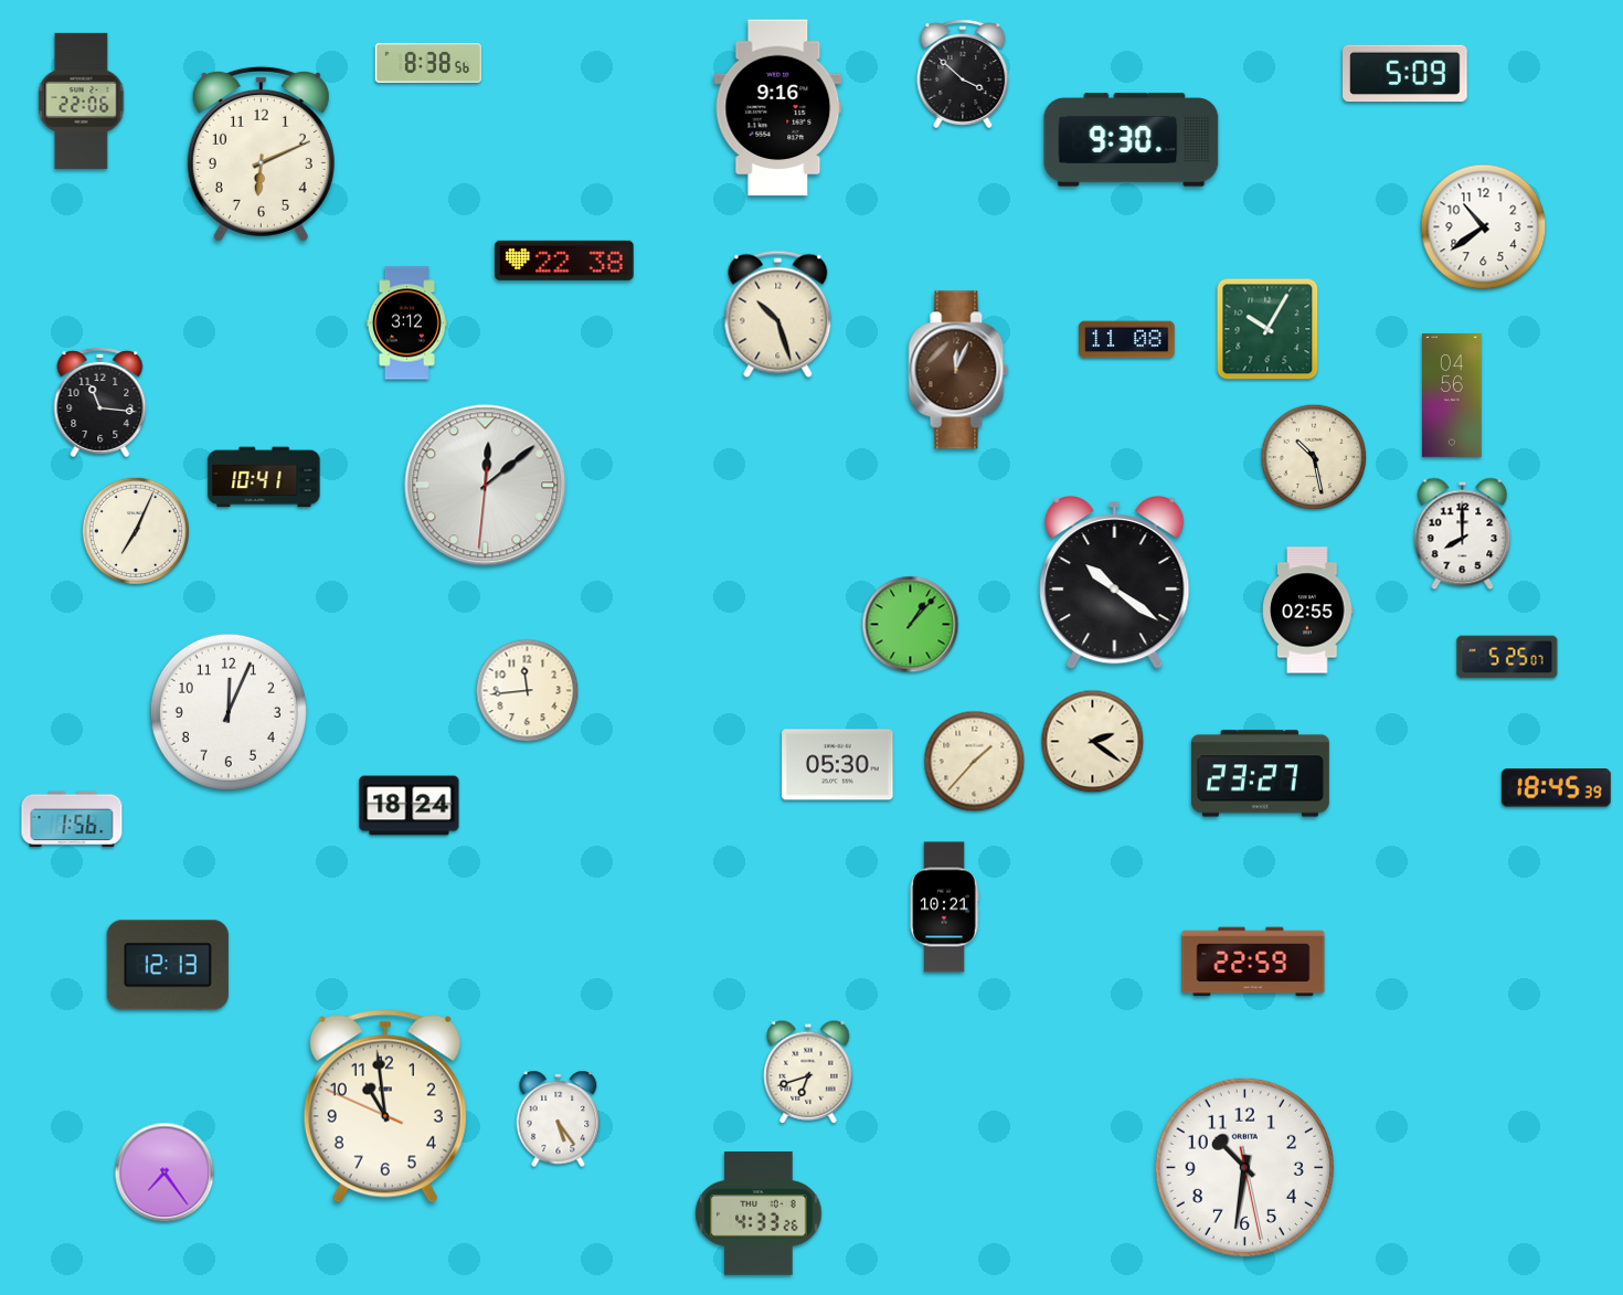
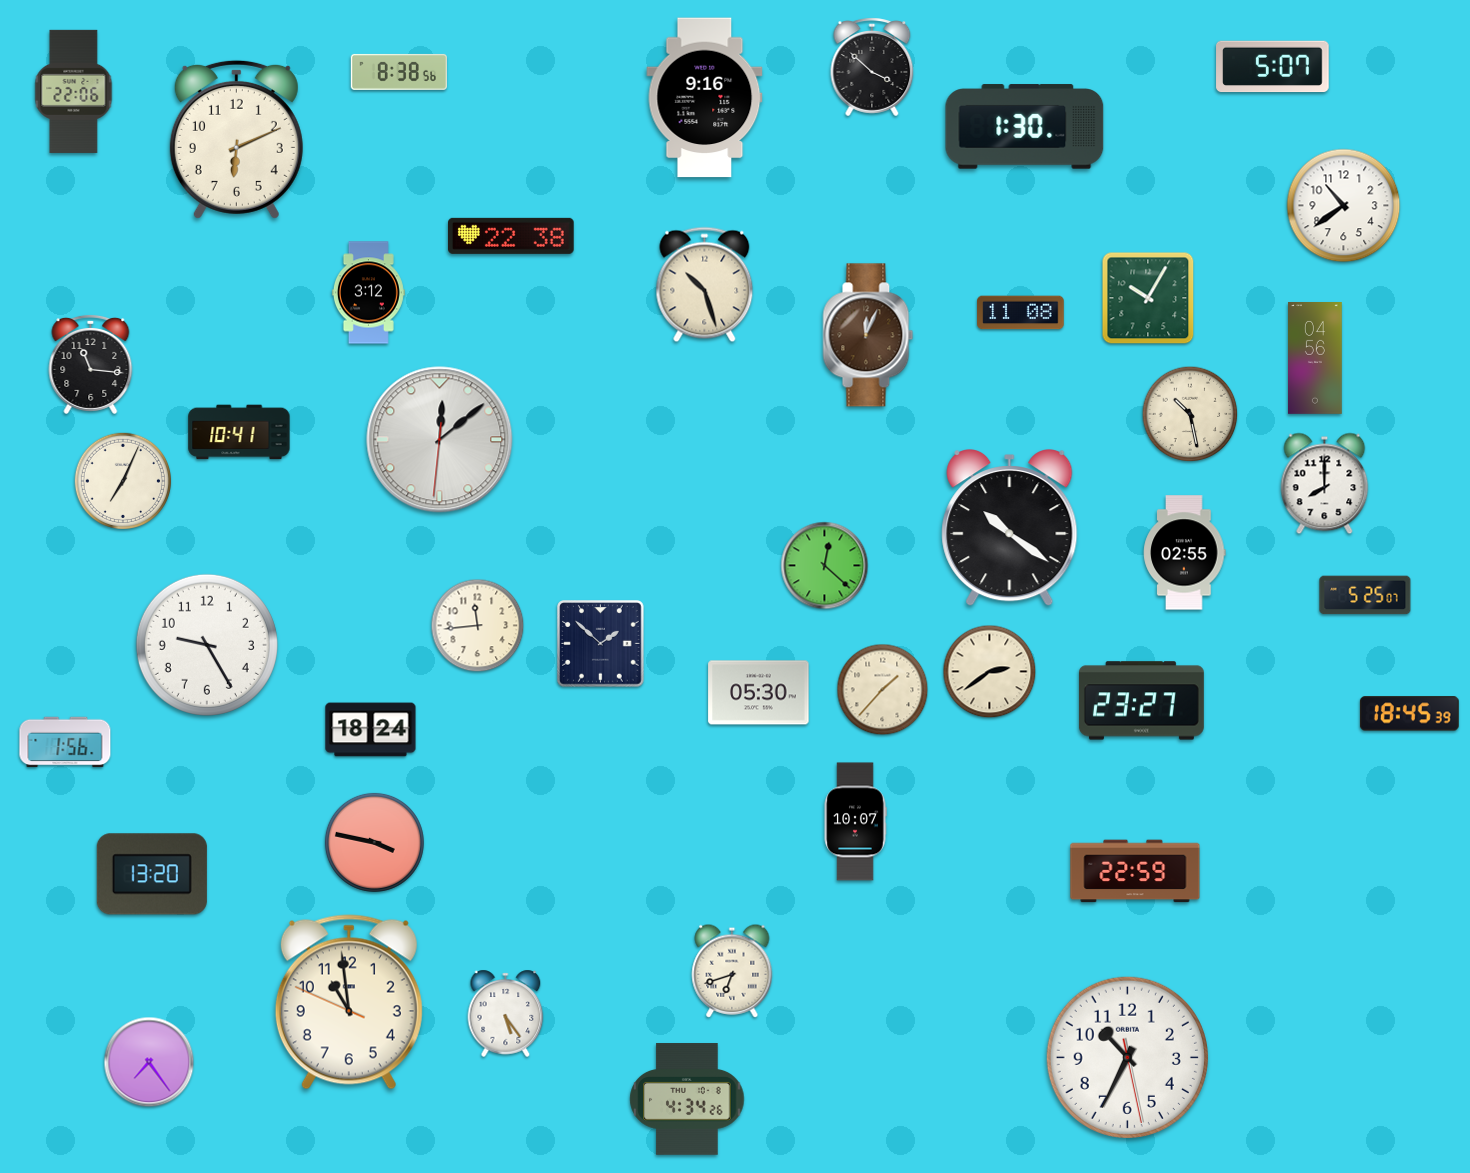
clock at (427, 63) position: (427, 63) -> (398, 72)
clock at (1405, 74): 5:09 -> 5:07
clock at (1132, 140): 9:30 -> 1:30
clock at (1127, 340) position: (1127, 340) -> (1021, 313)
clock at (911, 625): 1:07 -> 12:22
clock at (601, 644): none -> 1:52
clock at (229, 712): 12:04 -> 9:25
clock at (1093, 742): 2:21 -> 2:39
clock at (944, 907): 10:21 -> 10:07
clock at (374, 842): none -> 3:47
clock at (168, 965): 12:13 -> 13:20
clock at (1244, 1167): 10:31 -> 10:34
clock at (759, 1213): 4:33 -> 4:34
